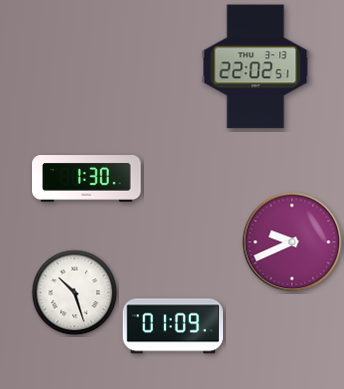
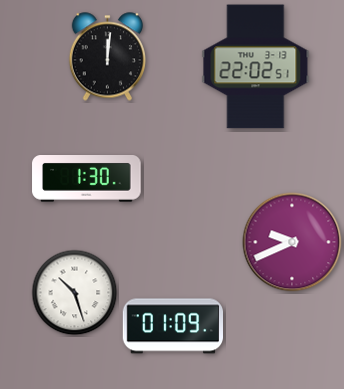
clock at (107, 57): none -> 12:01
